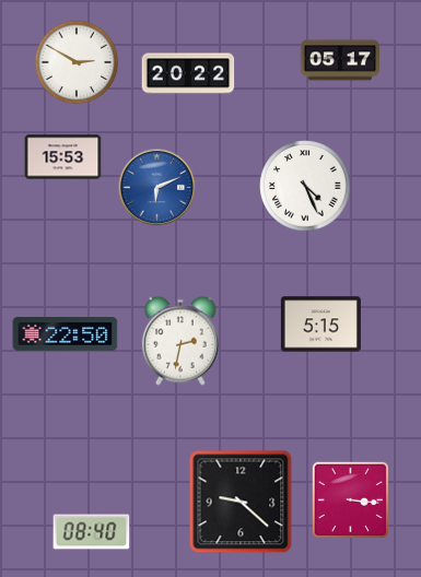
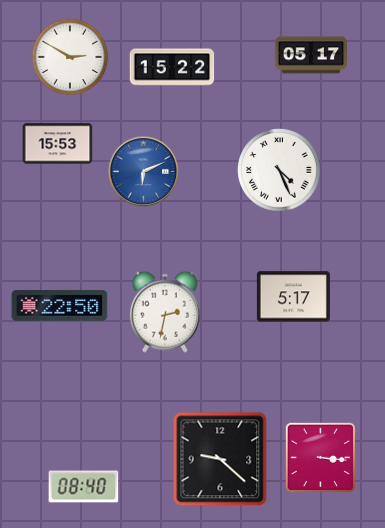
clock at (188, 73): 20:22 -> 15:22
clock at (320, 325): 5:15 -> 5:17
